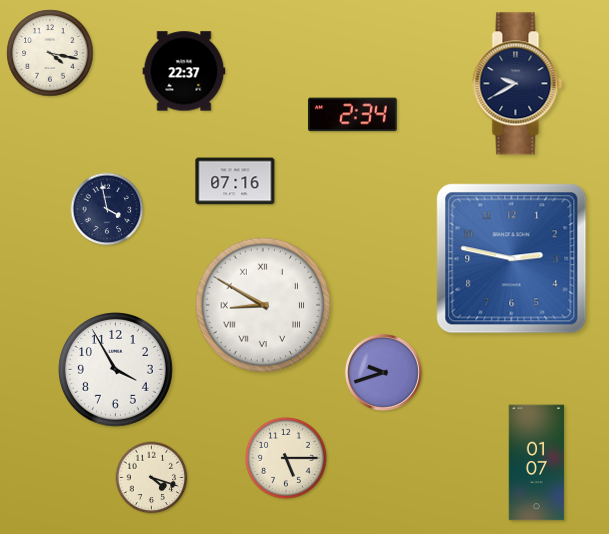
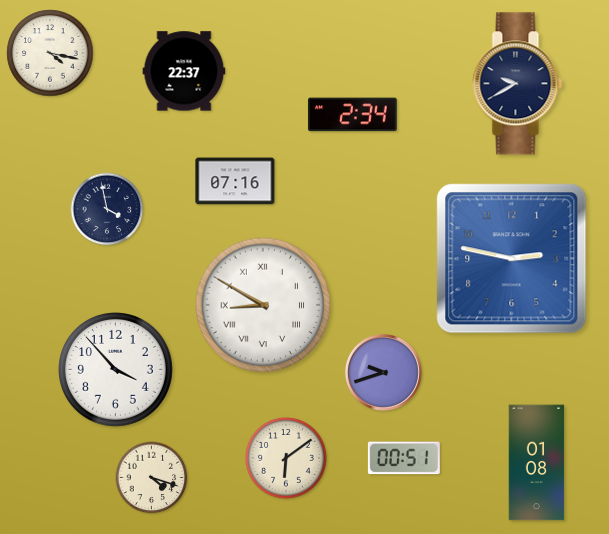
clock at (116, 370): 3:55 -> 3:53
clock at (286, 458): 5:15 -> 6:09
clock at (404, 458): none -> 00:51
clock at (537, 463): 01:07 -> 01:08
